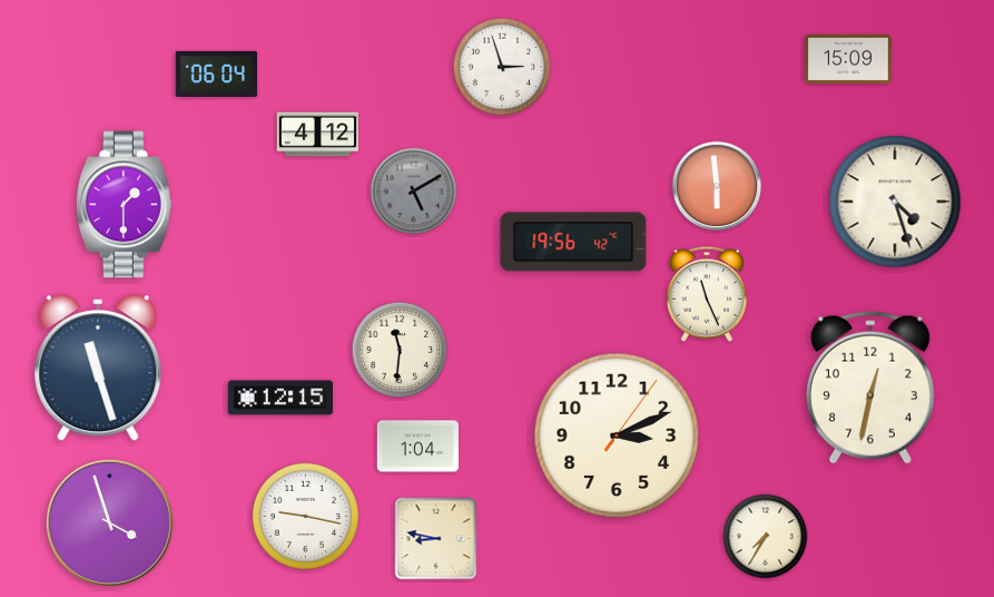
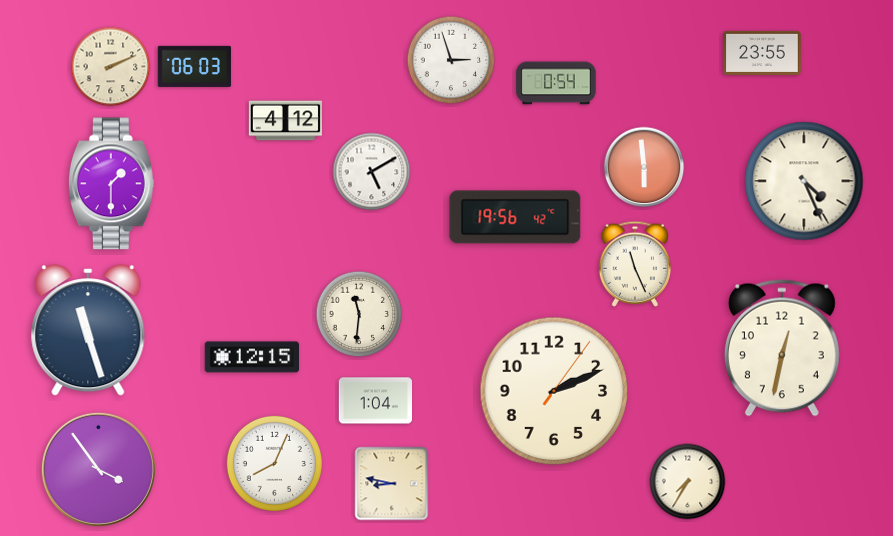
clock at (848, 59): 15:09 -> 23:55
clock at (216, 74): 06:04 -> 06:03
clock at (111, 67): none -> 2:11
clock at (556, 83): none -> 0:54
clock at (414, 192) dial: grey -> white
clock at (895, 202): 4:27 -> 4:26
clock at (617, 435): 3:11 -> 2:11
clock at (305, 516): 9:17 -> 8:04
clock at (109, 522): 3:57 -> 3:54
